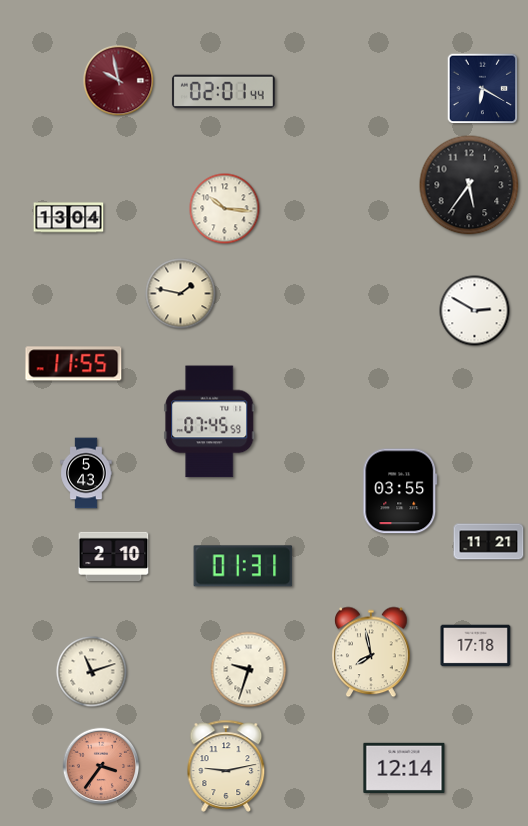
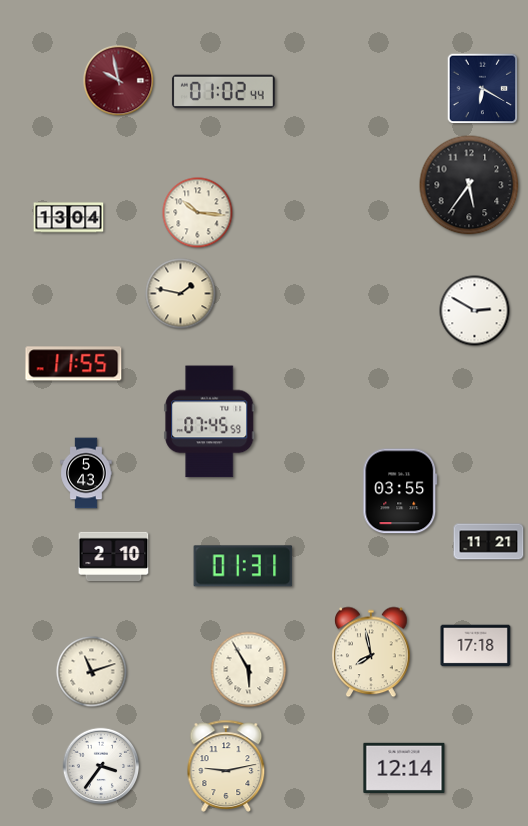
clock at (223, 92): 02:01 -> 01:02
clock at (225, 209) position: (225, 209) -> (198, 213)
clock at (249, 670): 9:33 -> 5:55
clock at (101, 766) dial: salmon -> white
